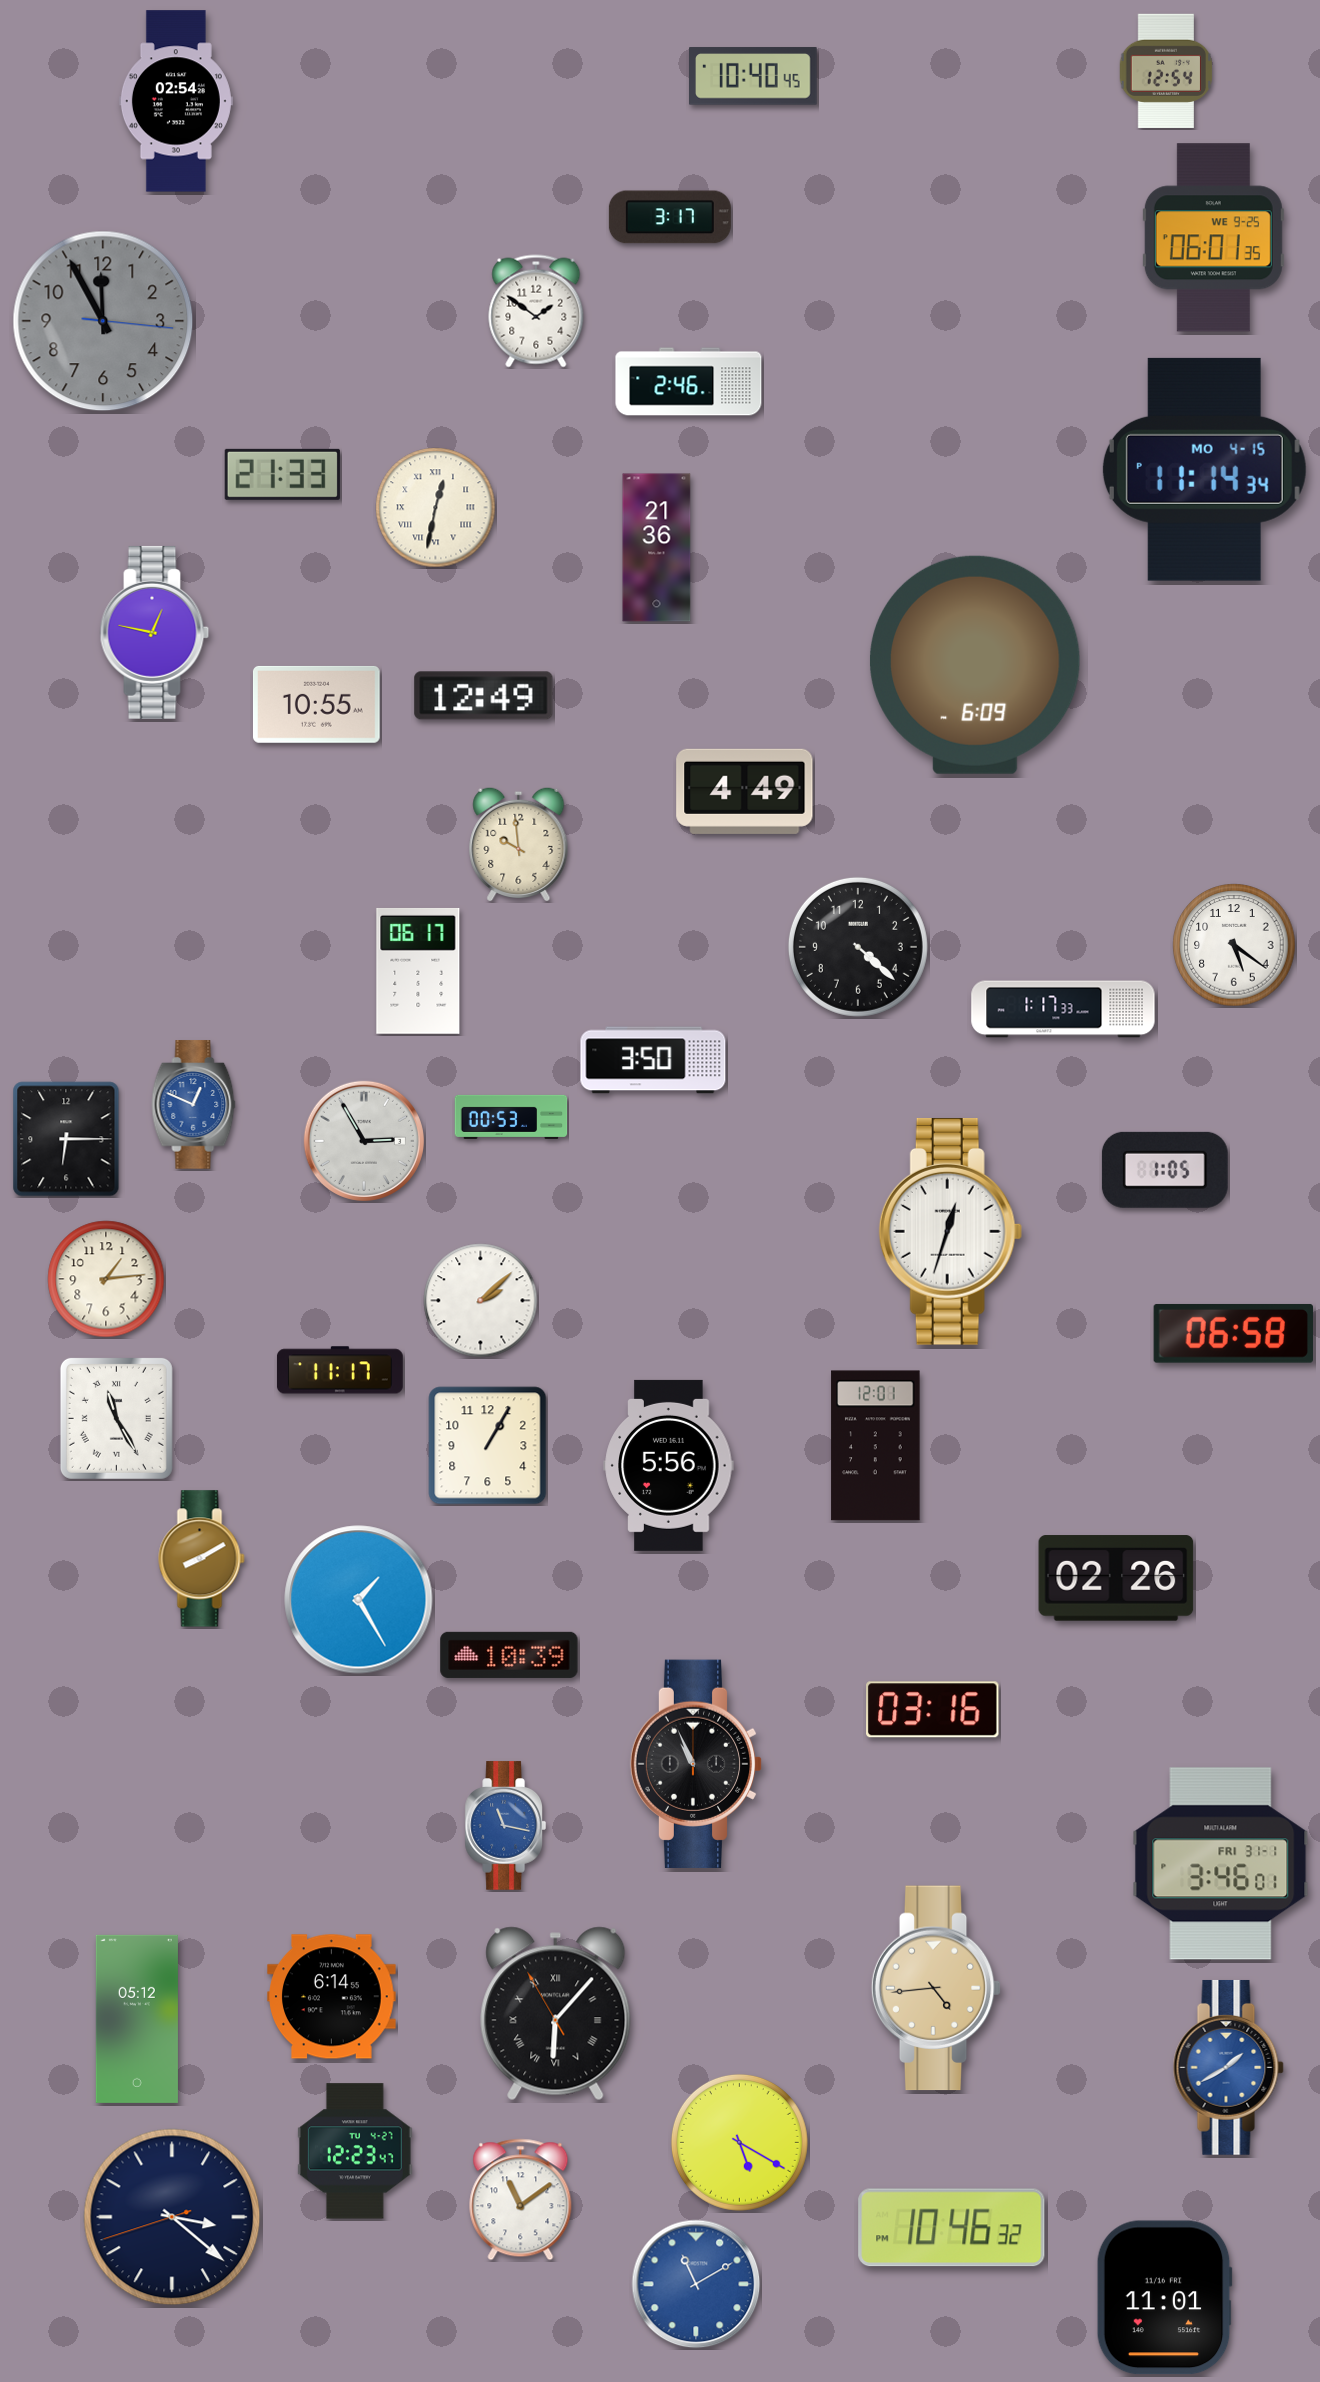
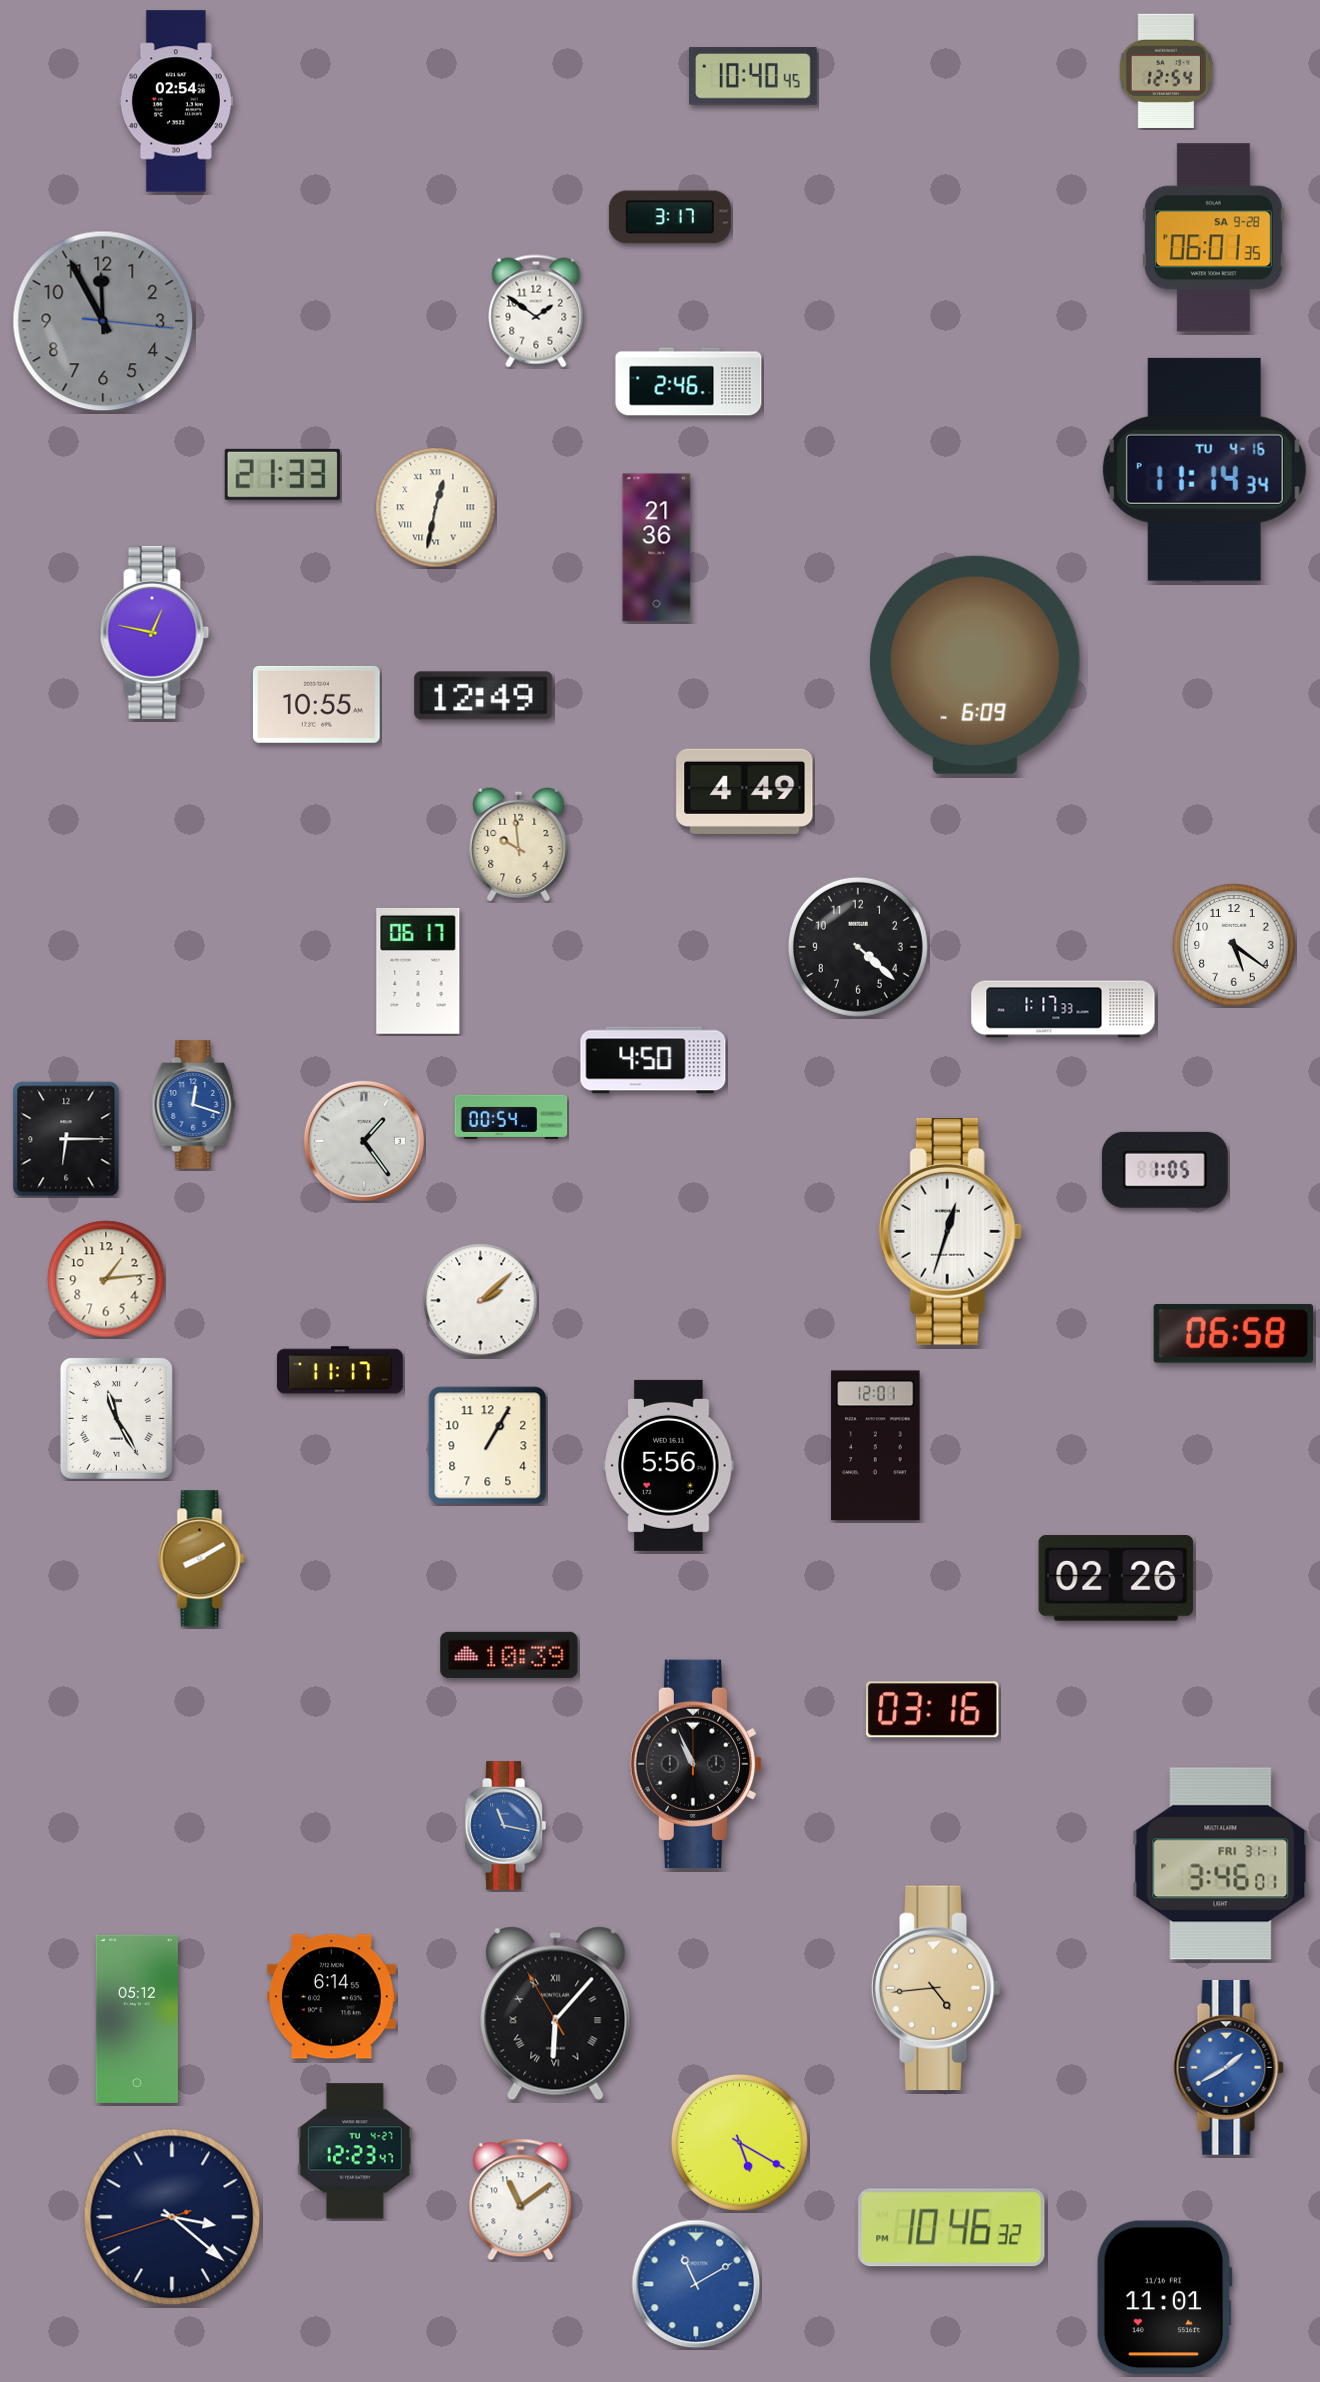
clock at (1213, 238) date: WE 9-25 -> SA 9-28
clock at (1204, 469) date: MO 4-15 -> TU 4-16
clock at (653, 1060): 3:50 -> 4:50
clock at (194, 1105): 12:49 -> 12:18
clock at (511, 1117): 00:53 -> 00:54
clock at (364, 1141): 2:55 -> 1:24
clock at (359, 1600): 1:25 -> none
